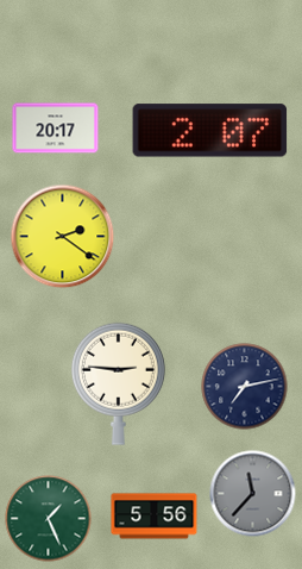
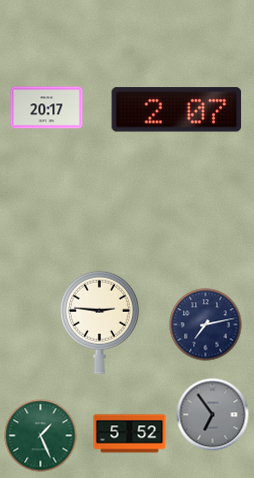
clock at (63, 237): 2:21 -> none
clock at (253, 494): 11:37 -> 6:54
clock at (155, 517): 5:56 -> 5:52
